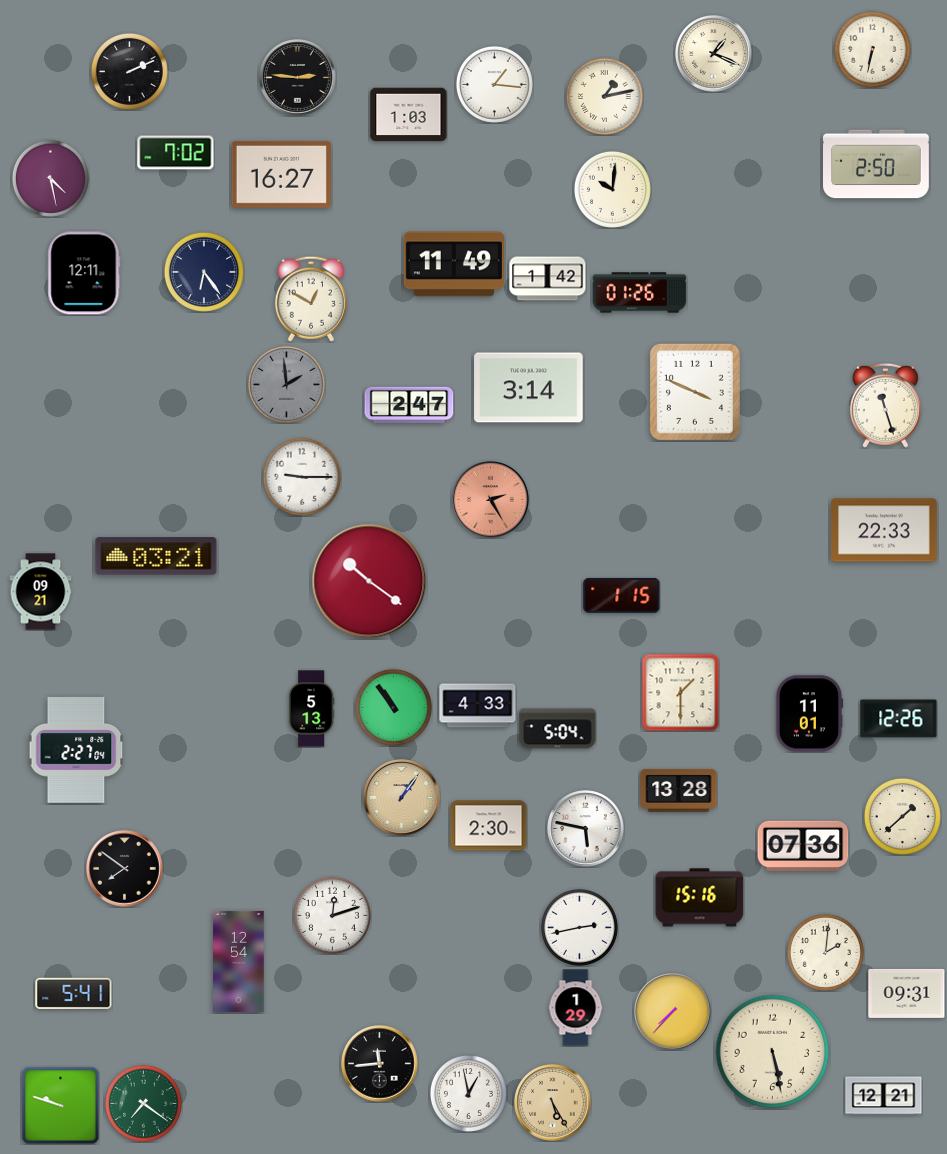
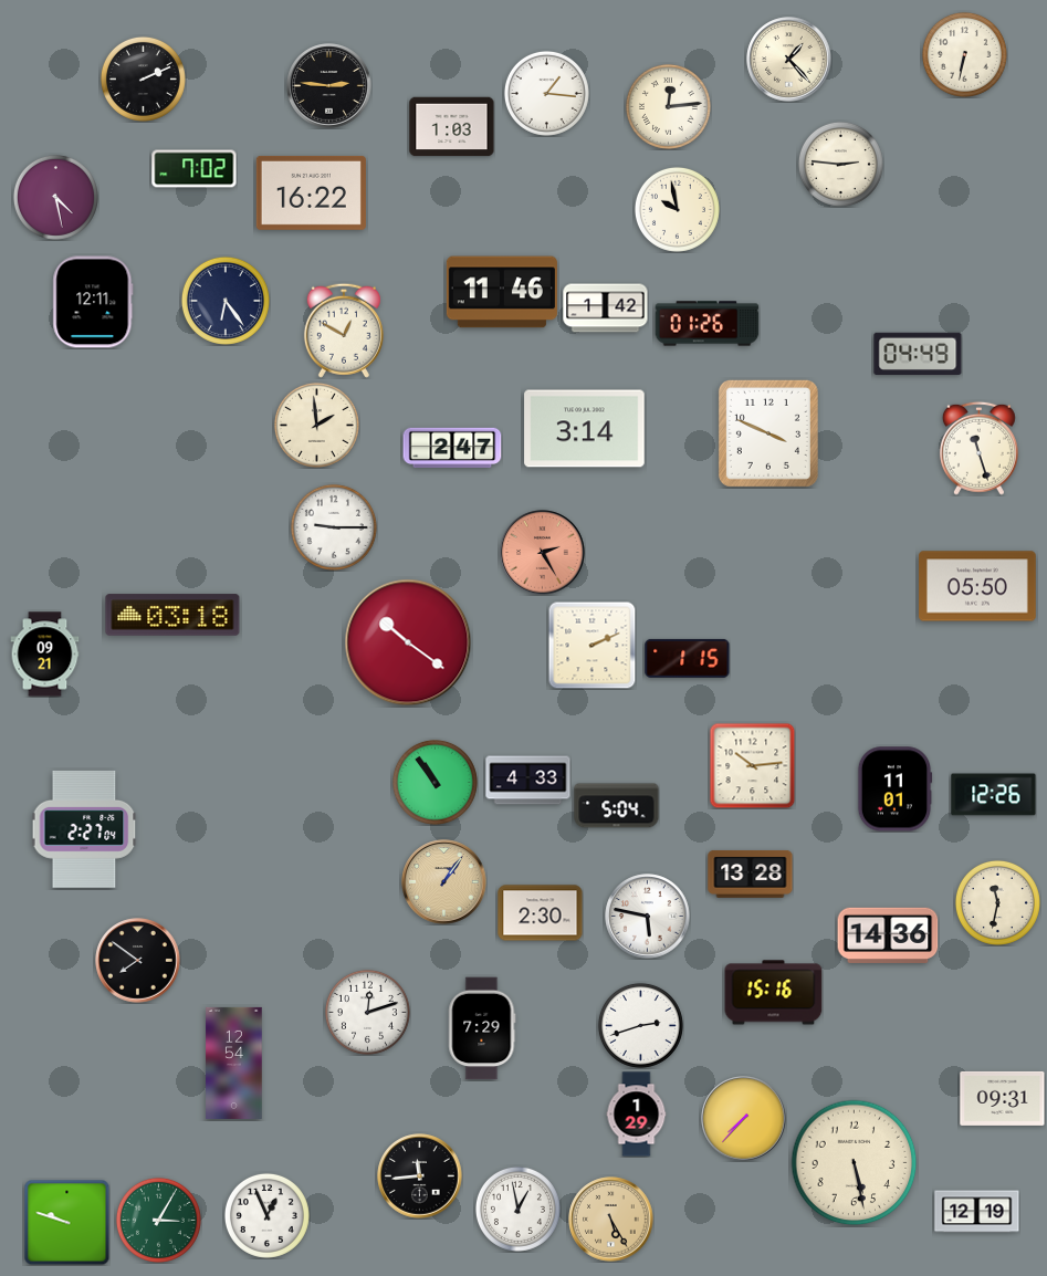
clock at (714, 54): 1:19 -> 1:23
clock at (604, 96): 1:13 -> 12:14
clock at (840, 164): none -> 2:46
clock at (876, 164): 2:50 -> none
clock at (281, 174): 16:27 -> 16:22
clock at (612, 189): 10:01 -> 9:58
clock at (454, 264): 11:49 -> 11:46
clock at (918, 354): none -> 04:49
clock at (286, 384) dial: grey -> cream
clock at (885, 530): 22:33 -> 05:50
clock at (156, 556): 03:21 -> 03:18
clock at (591, 645): none -> 2:11
clock at (680, 692): 1:30 -> 10:14
clock at (311, 709): 5:13 -> none
clock at (902, 816): 1:38 -> 11:32
clock at (803, 846): 07:36 -> 14:36
clock at (579, 927): 2:43 -> 2:42
clock at (482, 1028): none -> 7:29
clock at (825, 952): 2:01 -> none
clock at (239, 961) position: (239, 961) -> (234, 1063)
clock at (74, 993): 5:41 -> none
clock at (884, 1096): 12:21 -> 12:19
clock at (266, 1215): none -> 12:56
clock at (143, 1103): 7:21 -> 3:05
